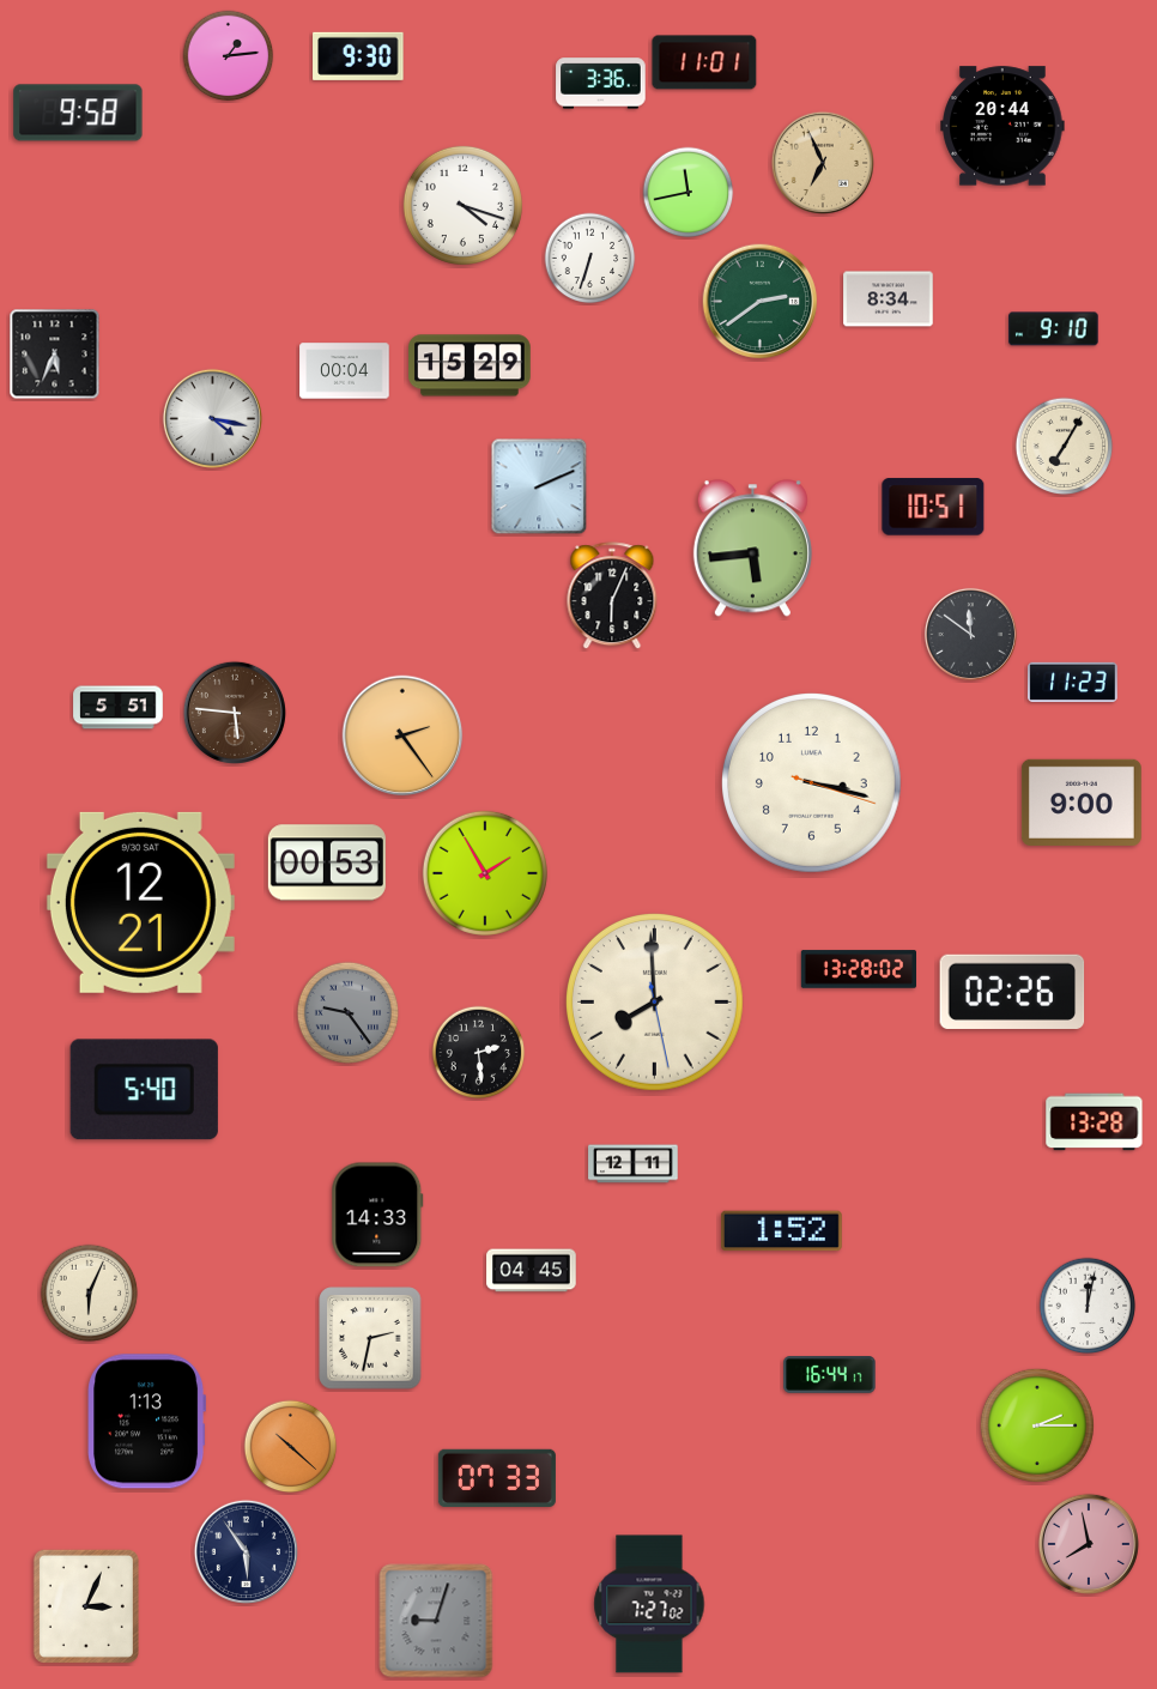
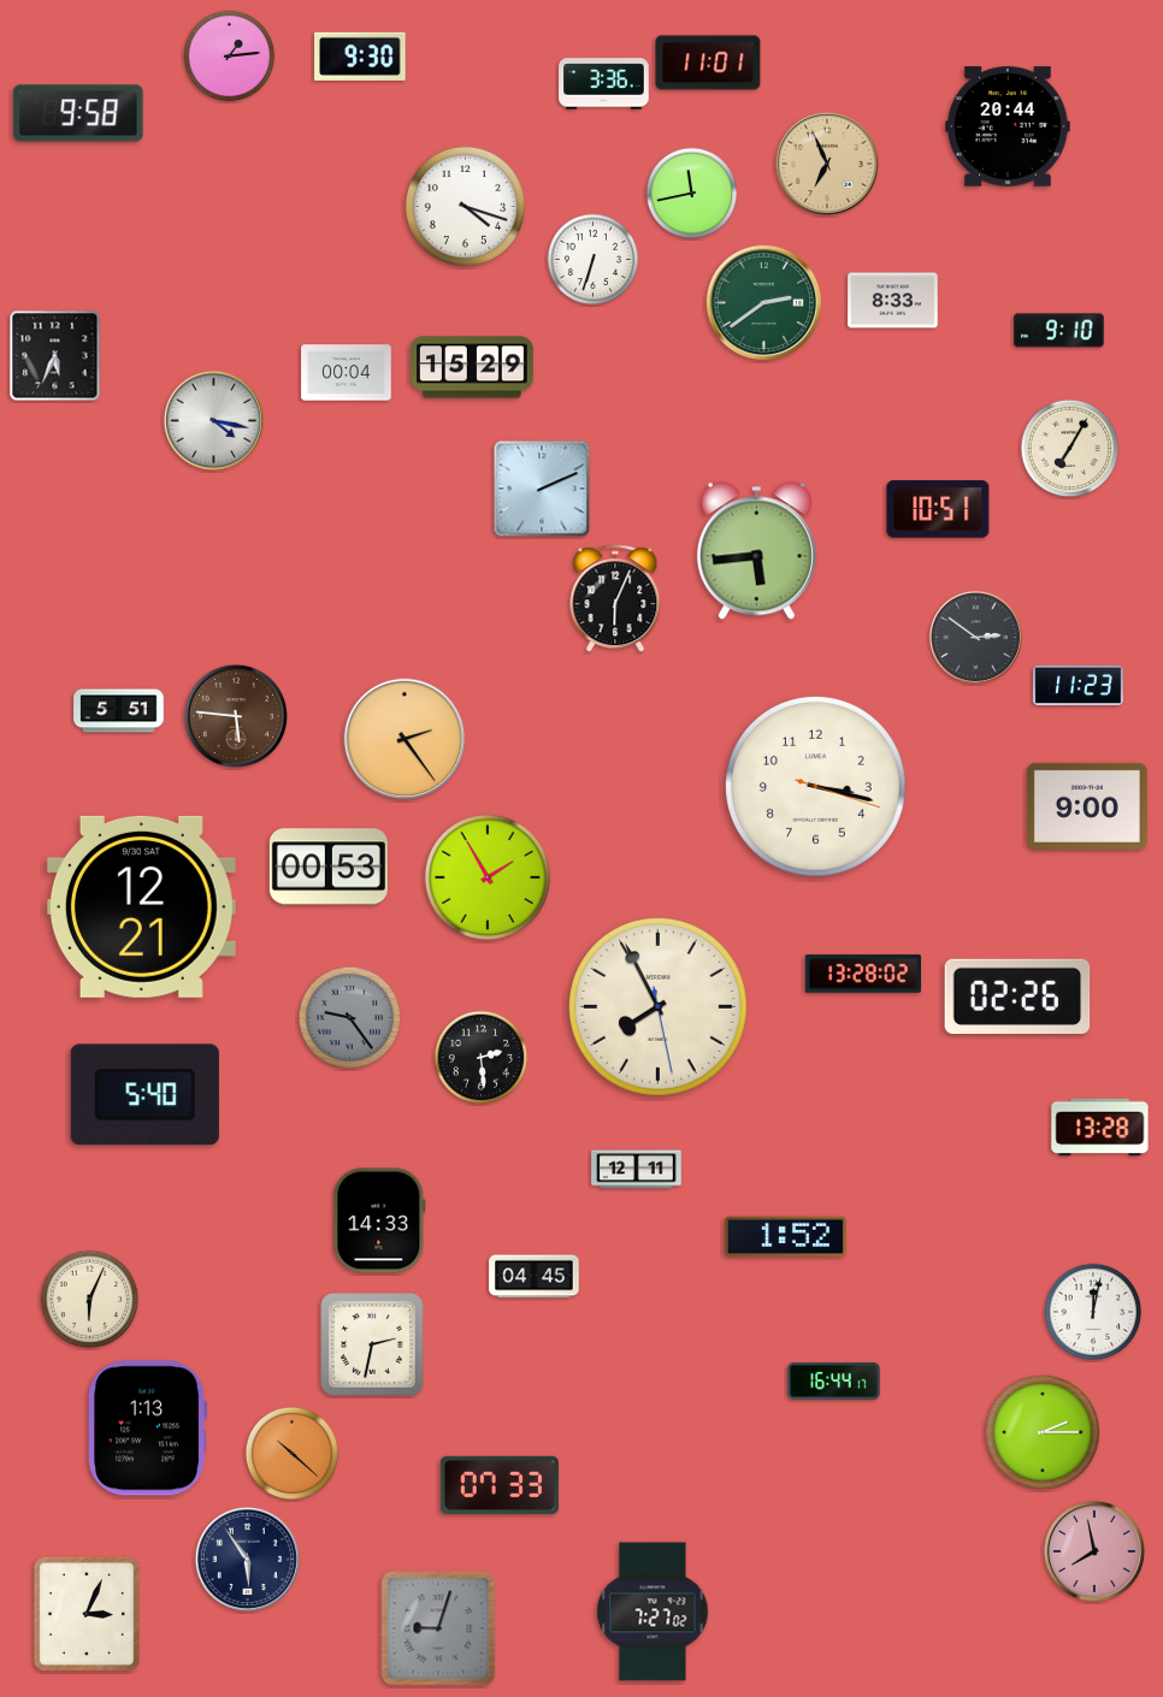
clock at (889, 299): 8:34 -> 8:33
clock at (970, 634): 11:51 -> 2:51
clock at (655, 1003): 7:59 -> 7:55
